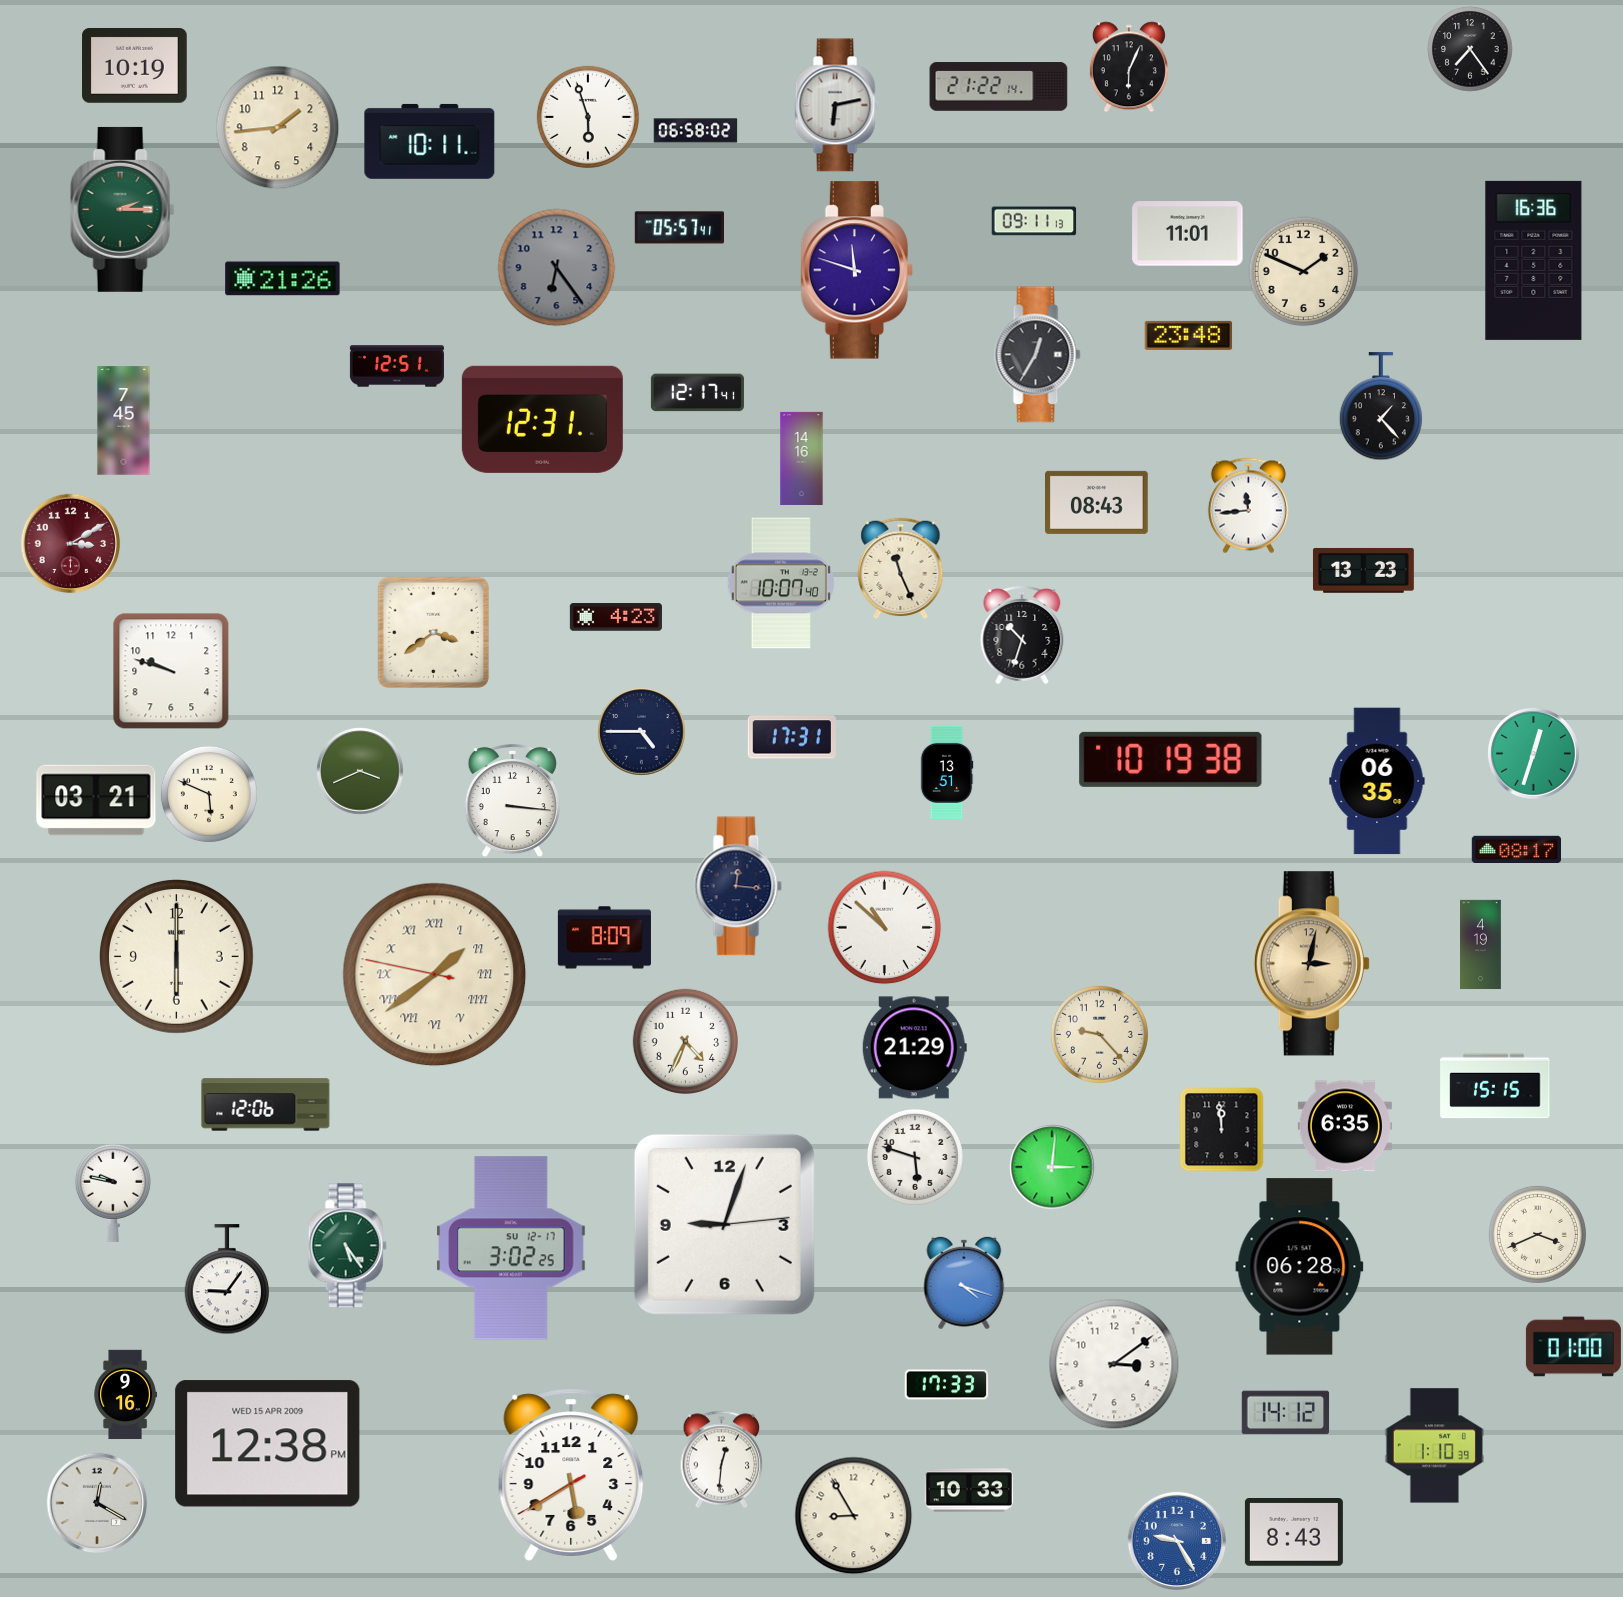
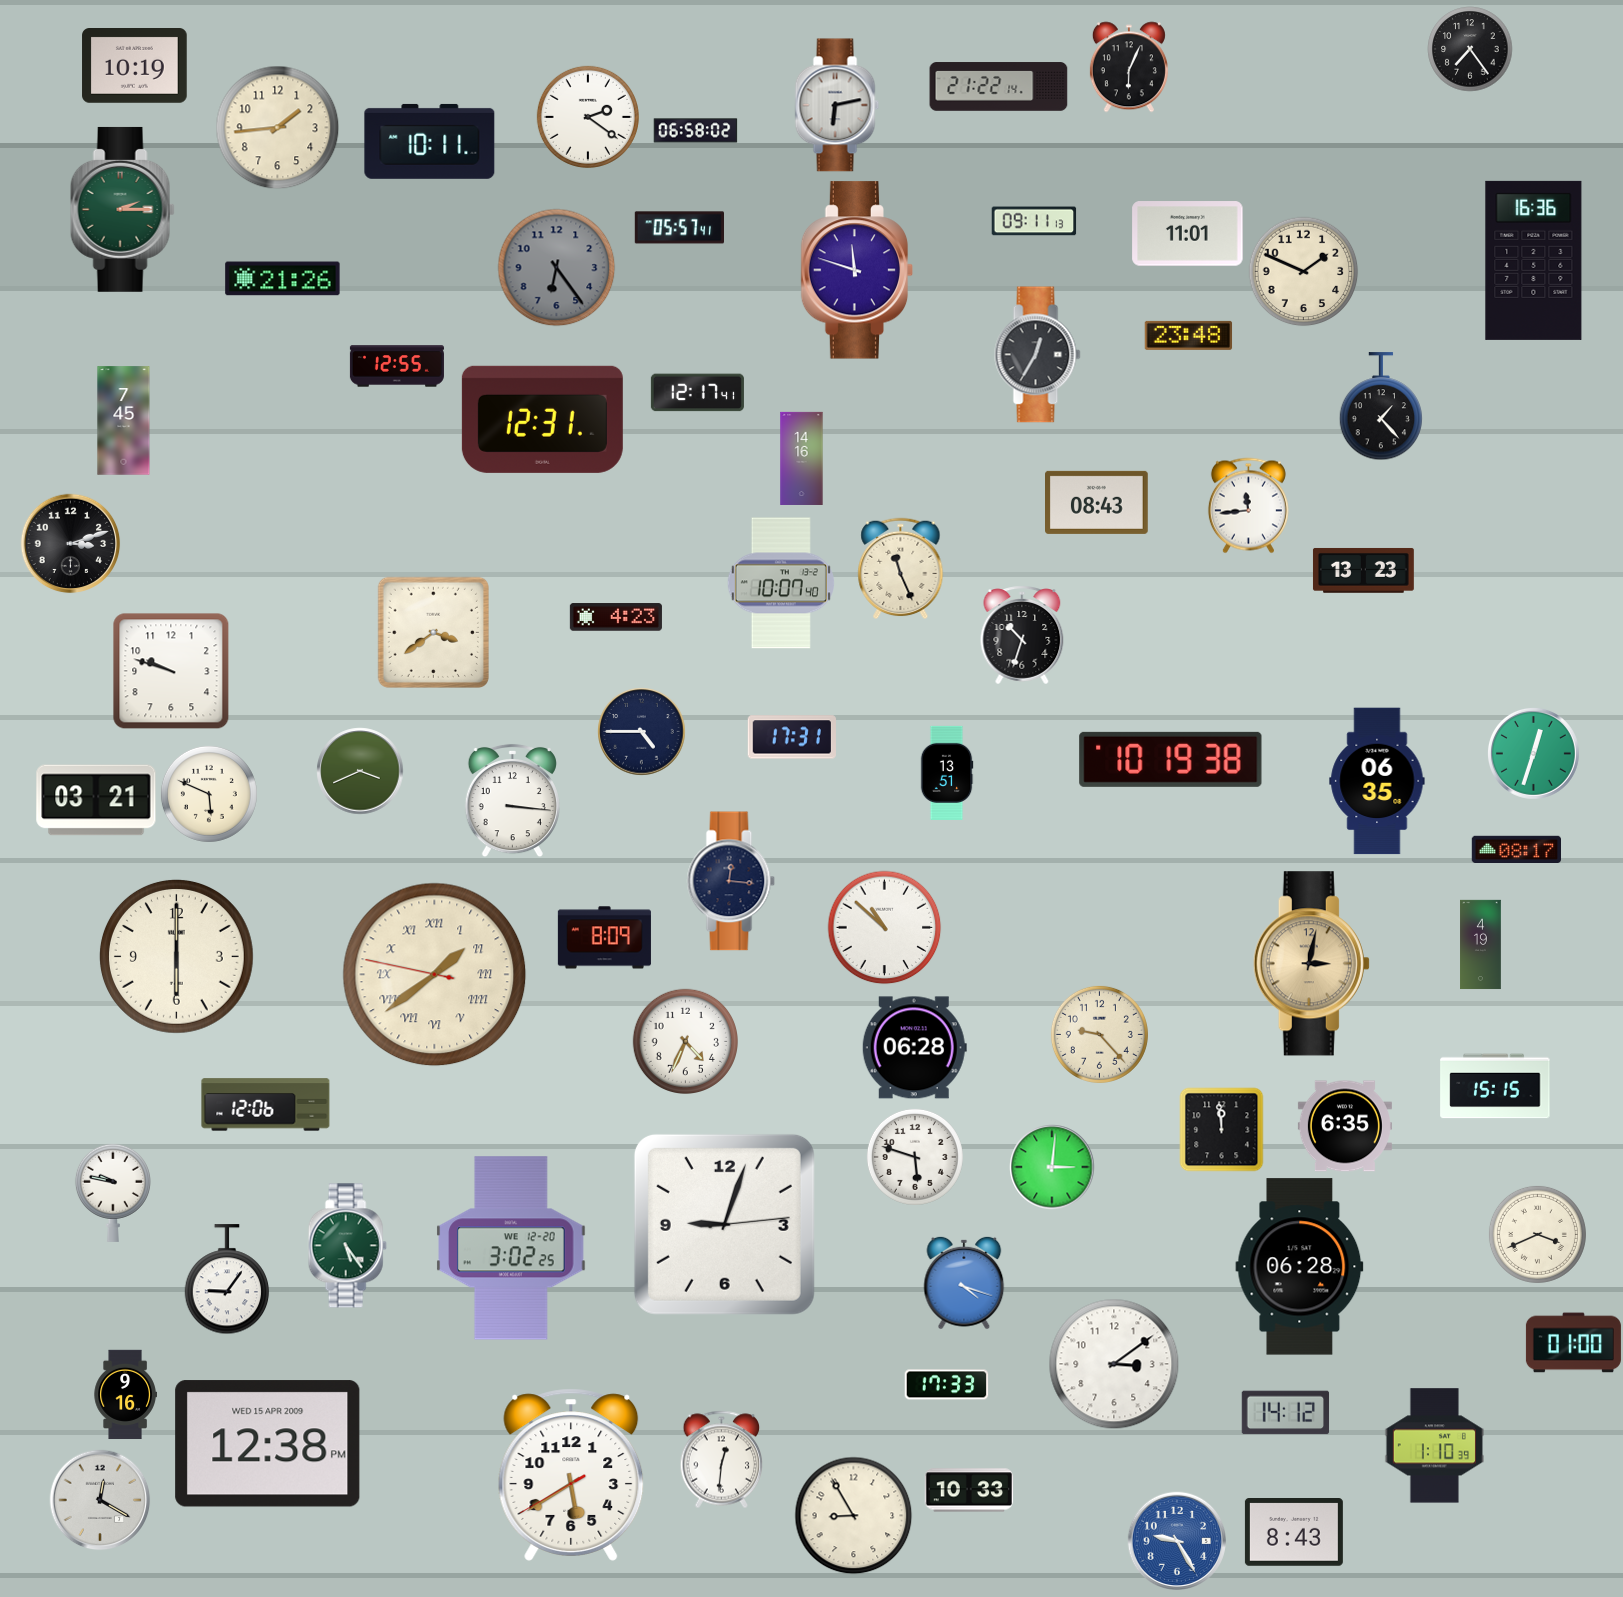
clock at (588, 117): 5:57 -> 2:21
clock at (397, 366): 12:51 -> 12:55
clock at (70, 543): 3:10 -> 3:12
clock at (70, 543) dial: burgundy -> black
clock at (738, 886) position: (738, 886) -> (731, 881)
clock at (914, 1048): 21:29 -> 06:28
clock at (511, 1248) date: SU 12-17 -> WE 12-20
clock at (1573, 1347) position: (1573, 1347) -> (1573, 1343)
clock at (97, 1503) position: (97, 1503) -> (100, 1500)
